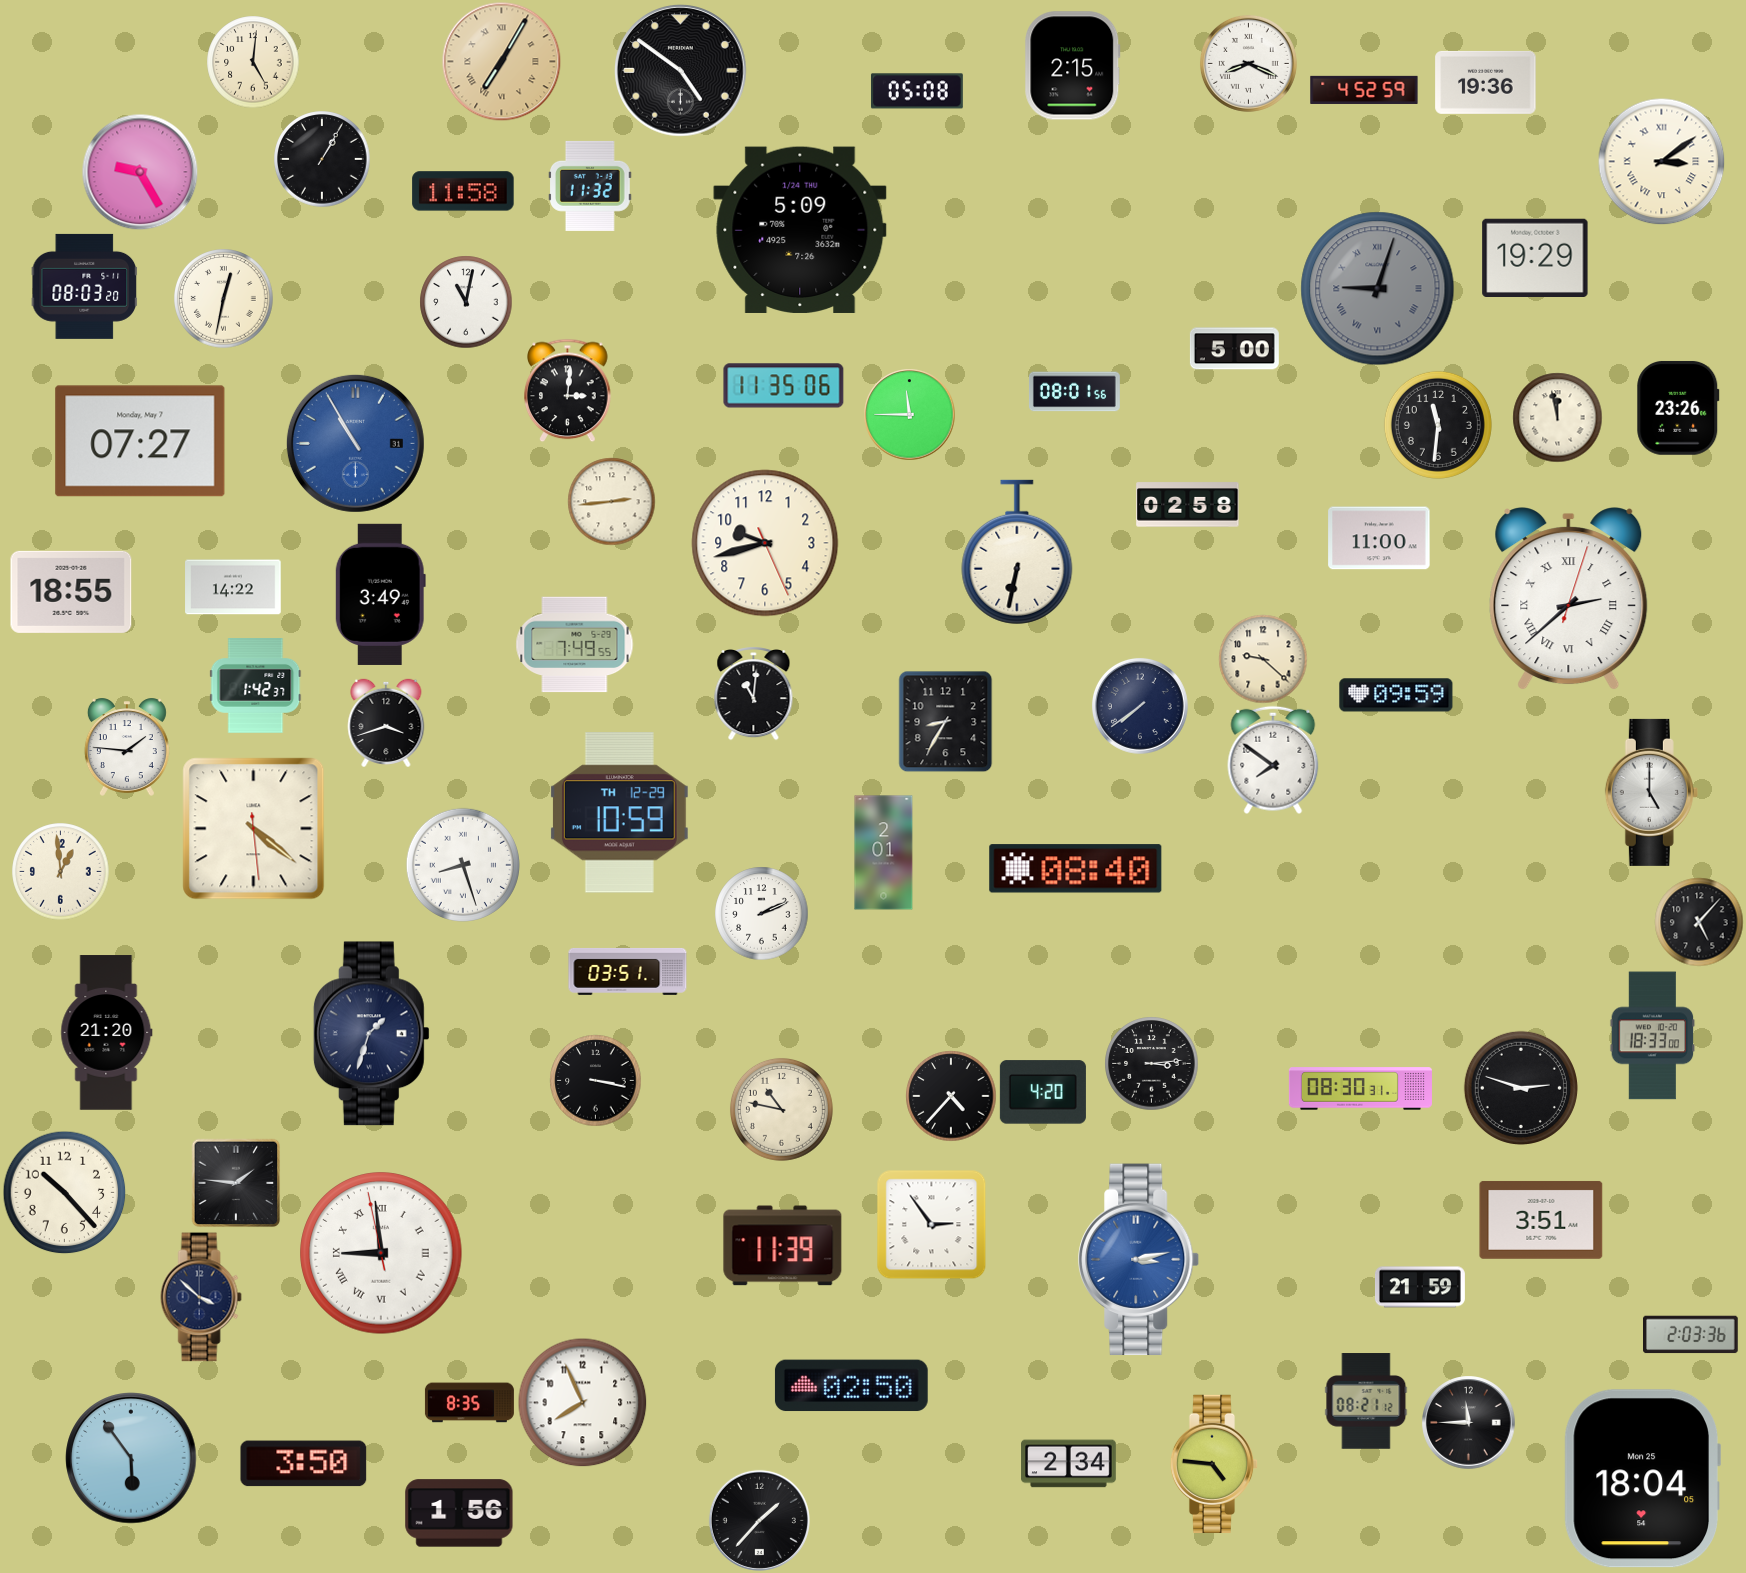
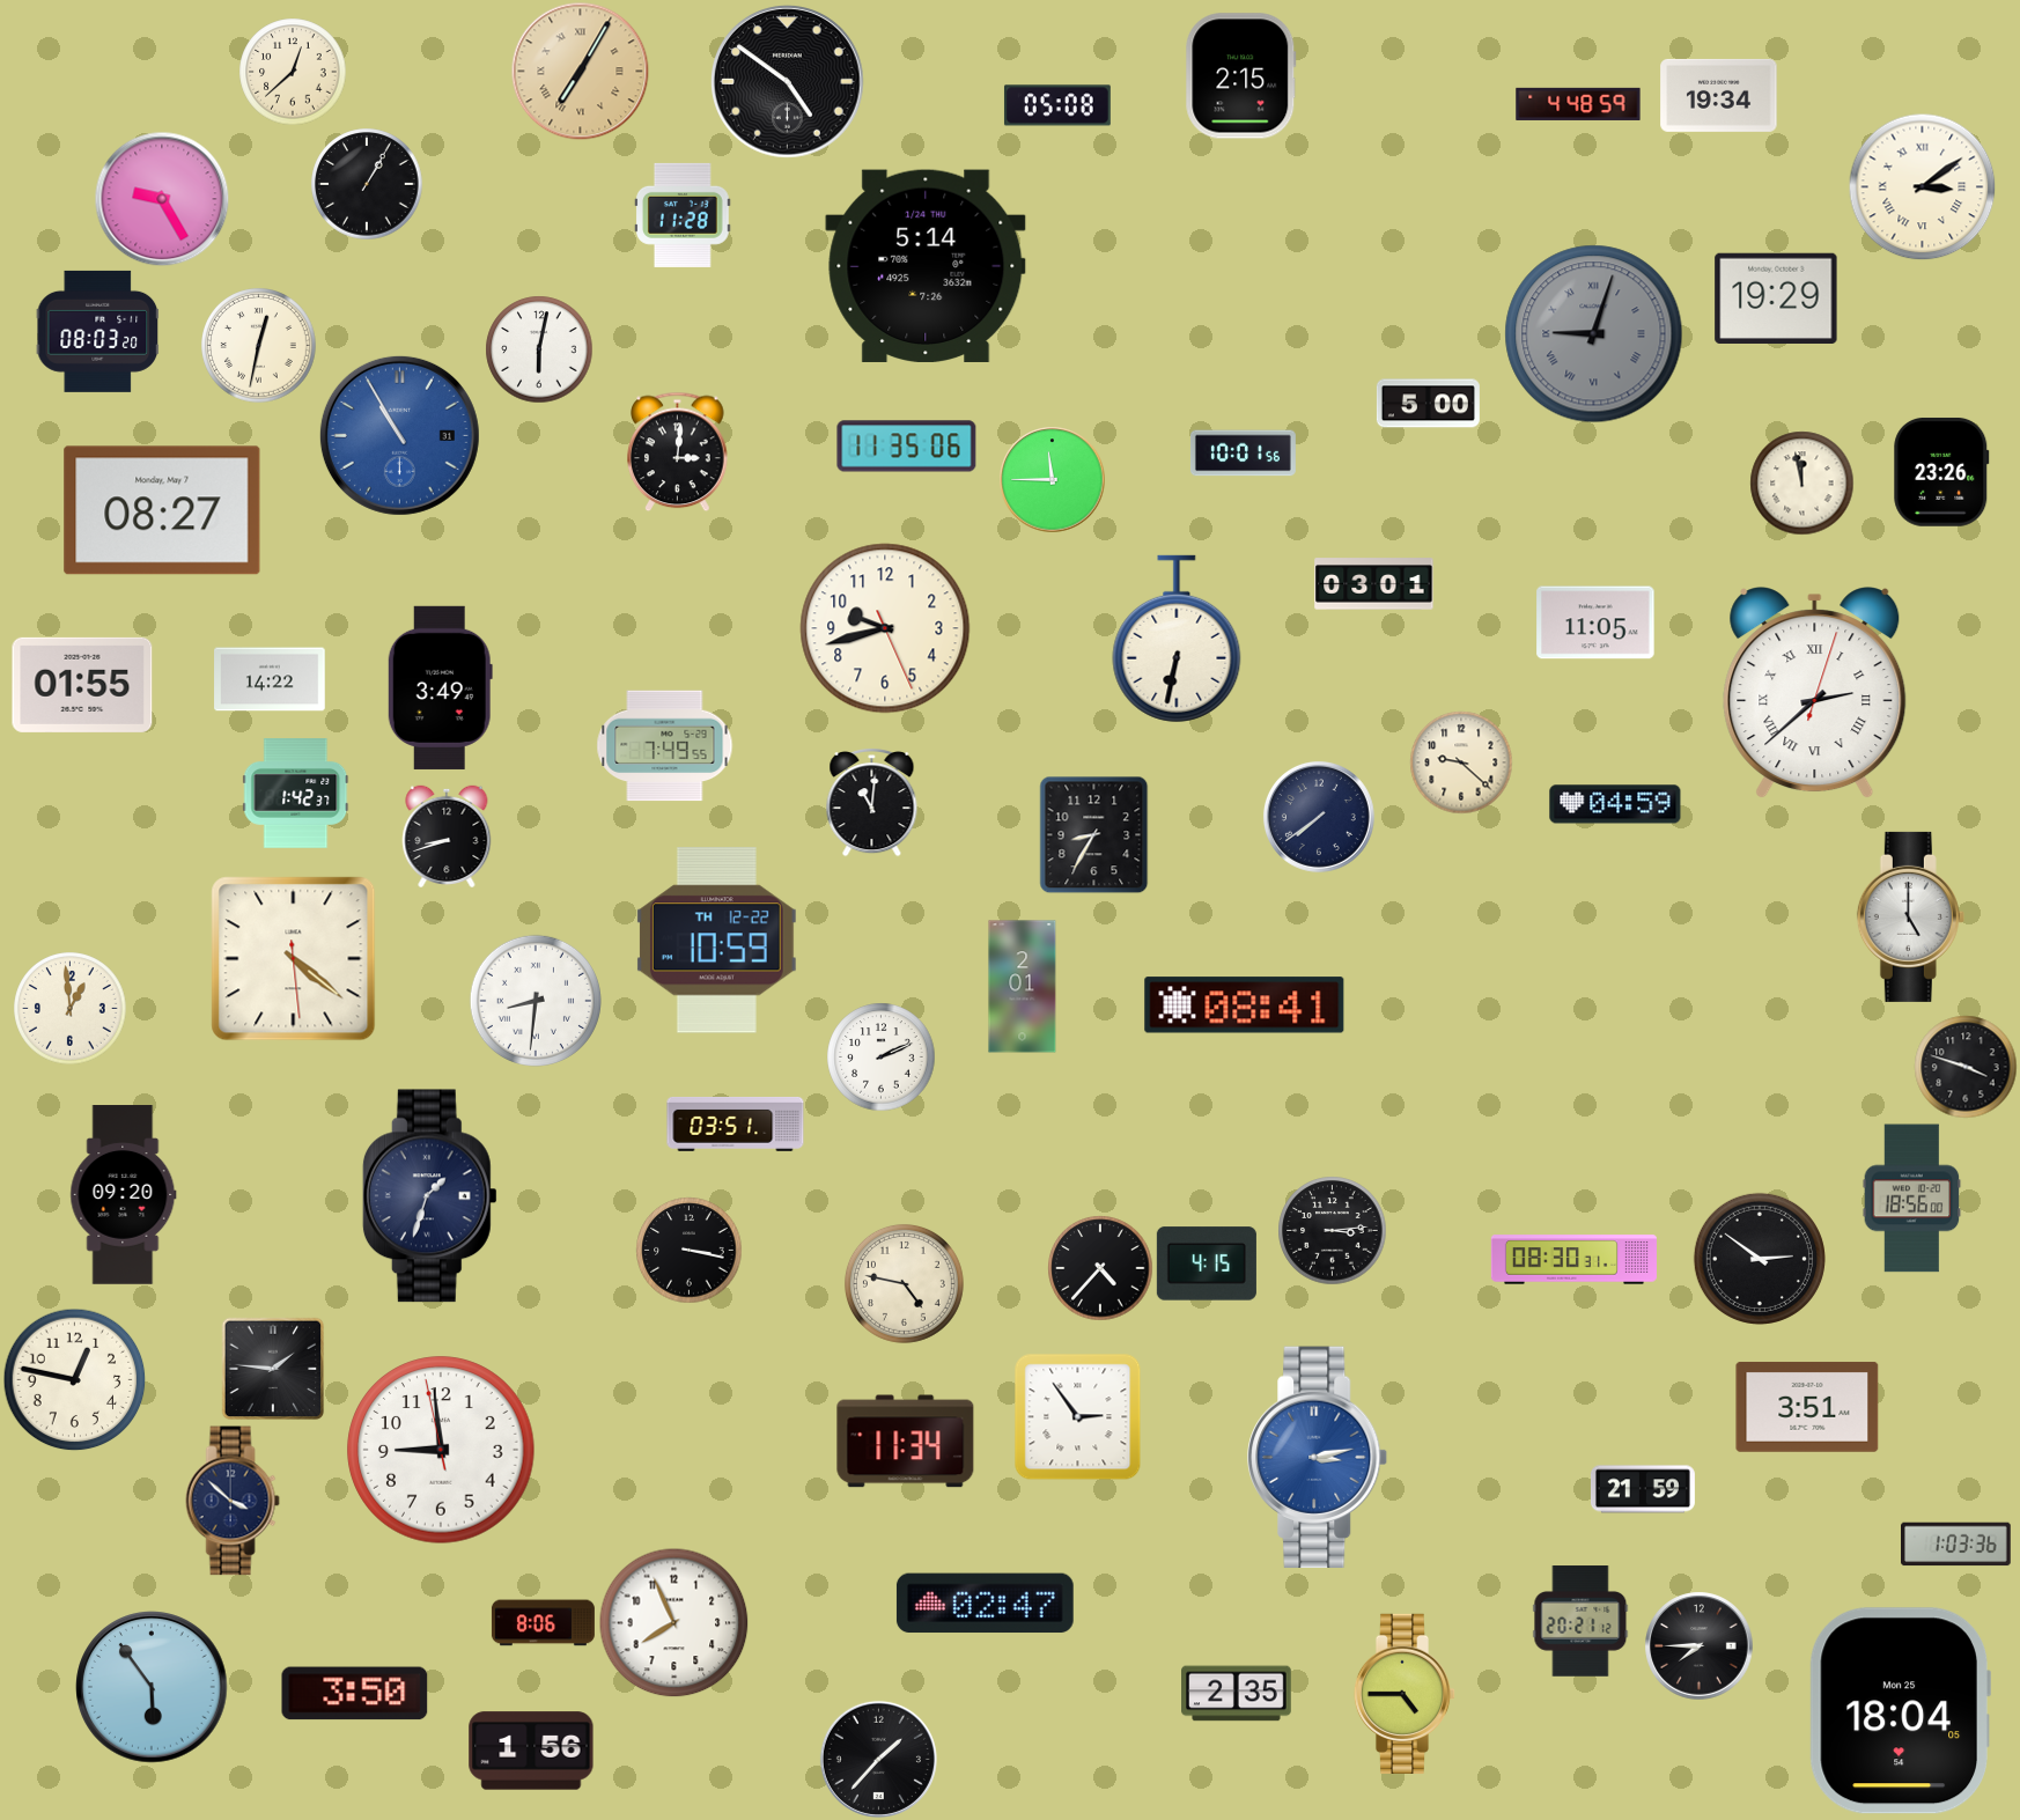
clock at (253, 62): 5:01 -> 12:38
clock at (1248, 63): 8:19 -> none
clock at (1486, 82): 19:36 -> 19:34
clock at (1364, 89): 4:52 -> 4:48
clock at (917, 91) position: (917, 91) -> (1057, 105)
clock at (322, 159) position: (322, 159) -> (367, 184)
clock at (591, 186): 11:32 -> 11:28
clock at (463, 191): 11:58 -> none
clock at (800, 230): 5:09 -> 5:14
clock at (466, 302): 11:02 -> 6:02
clock at (568, 390) position: (568, 390) -> (678, 451)
clock at (1074, 392): 08:01 -> 10:01
clock at (1438, 425): 11:31 -> none
clock at (140, 441): 07:27 -> 08:27
clock at (355, 443) position: (355, 443) -> (399, 435)
clock at (611, 501): 2:44 -> none
clock at (1188, 505): 02:58 -> 03:01
clock at (1379, 538): 11:00 -> 11:05
clock at (71, 592): 18:55 -> 01:55
clock at (1396, 695): 09:59 -> 04:59
clock at (386, 722): 3:42 -> 8:42
clock at (127, 747): 1:46 -> none
clock at (1273, 760): 7:51 -> none
clock at (619, 813) date: TH 12-29 -> TH 12-22
clock at (463, 865): 8:27 -> 8:31
clock at (1076, 869): 08:40 -> 08:41
clock at (1699, 922): 5:07 -> 3:48
clock at (628, 971) position: (628, 971) -> (736, 1123)
clock at (107, 1033): 21:20 -> 09:20
clock at (1653, 1036): 18:33 -> 18:56
clock at (1521, 1088): 2:48 -> 2:51
clock at (1043, 1092): 4:20 -> 4:15
clock at (781, 1109): 10:47 -> 4:47
clock at (64, 1192): 10:23 -> 12:47
clock at (1541, 1220) position: (1541, 1220) -> (1807, 1407)
clock at (783, 1246): 11:39 -> 11:34
clock at (381, 1253) numerals: Roman -> Arabic
clock at (1691, 1335): 2:03 -> 1:03
clock at (851, 1386): 02:50 -> 02:47
clock at (1366, 1401): 08:21 -> 20:21
clock at (469, 1403): 8:35 -> 8:06
clock at (1468, 1422): 11:45 -> 7:45
clock at (1214, 1463): 4:46 -> 4:45
clock at (304, 1464) position: (304, 1464) -> (355, 1694)
clock at (1069, 1464): 2:34 -> 2:35
